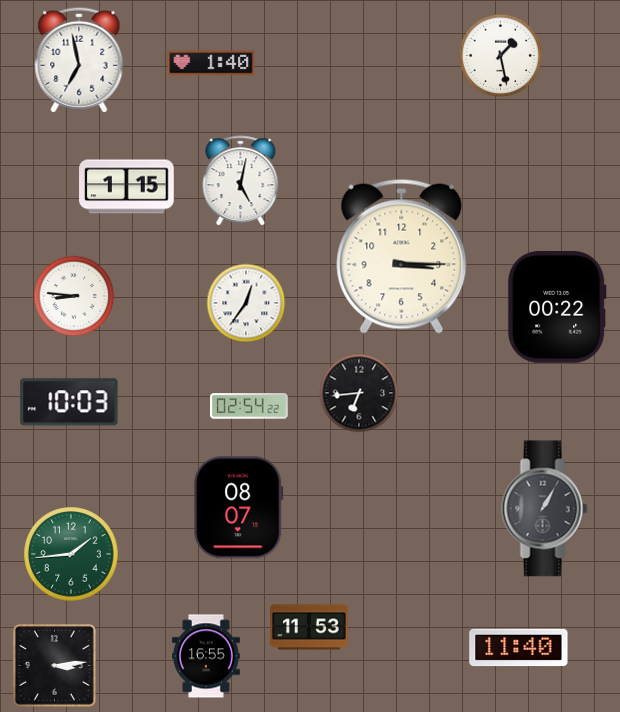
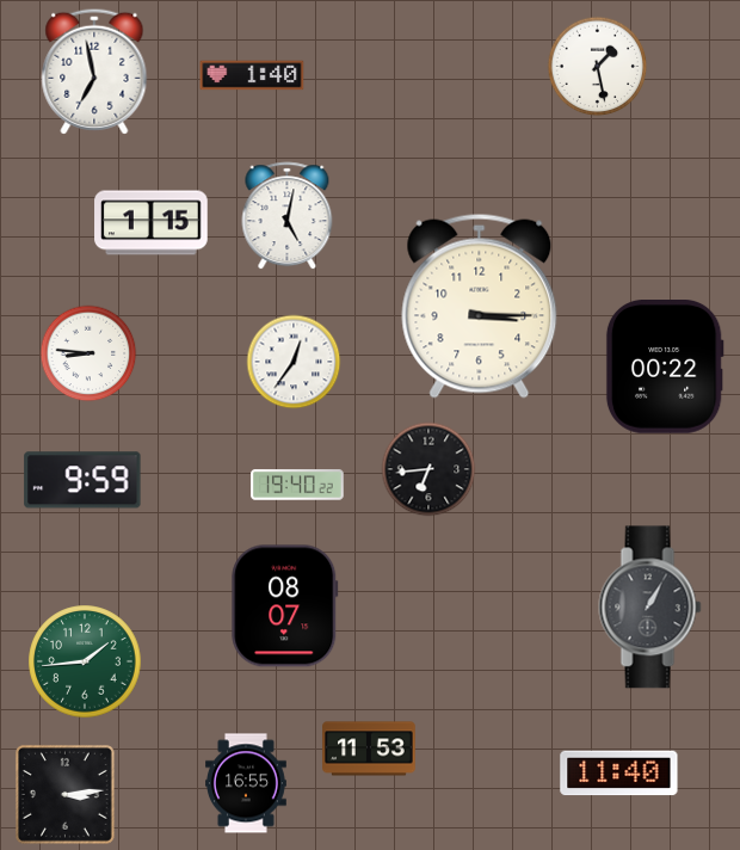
clock at (69, 402): 10:03 -> 9:59
clock at (249, 406): 02:54 -> 19:40
